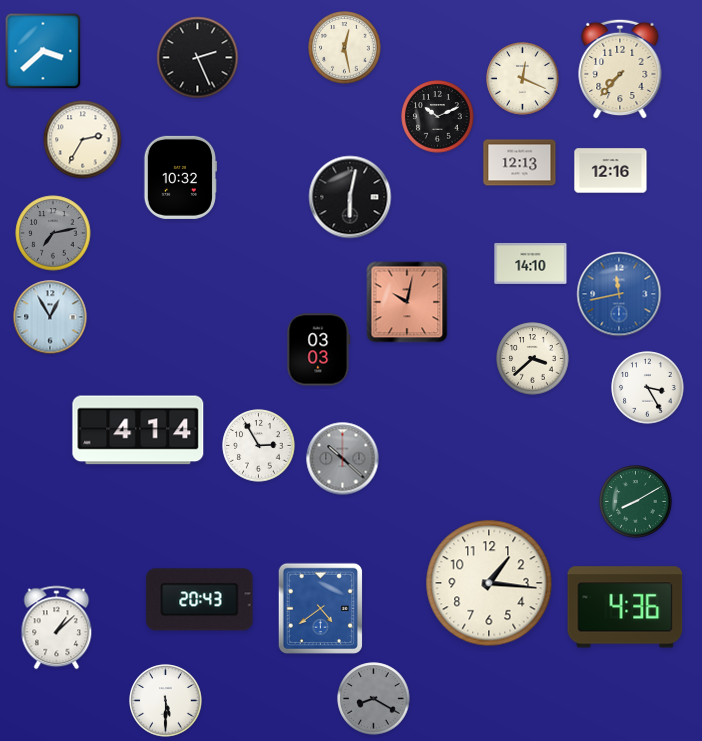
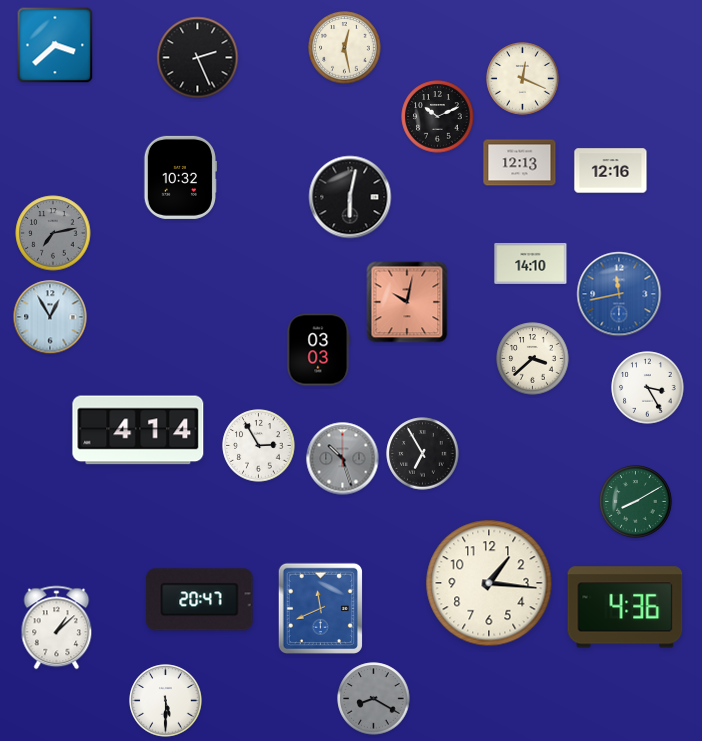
clock at (43, 51) position: (43, 51) -> (55, 45)
clock at (620, 69): 7:37 -> none
clock at (83, 140): 2:35 -> none
clock at (423, 454): none -> 6:55
clock at (343, 459): 10:22 -> 10:27
clock at (200, 600): 20:43 -> 20:47
clock at (320, 608): 4:39 -> 11:41
